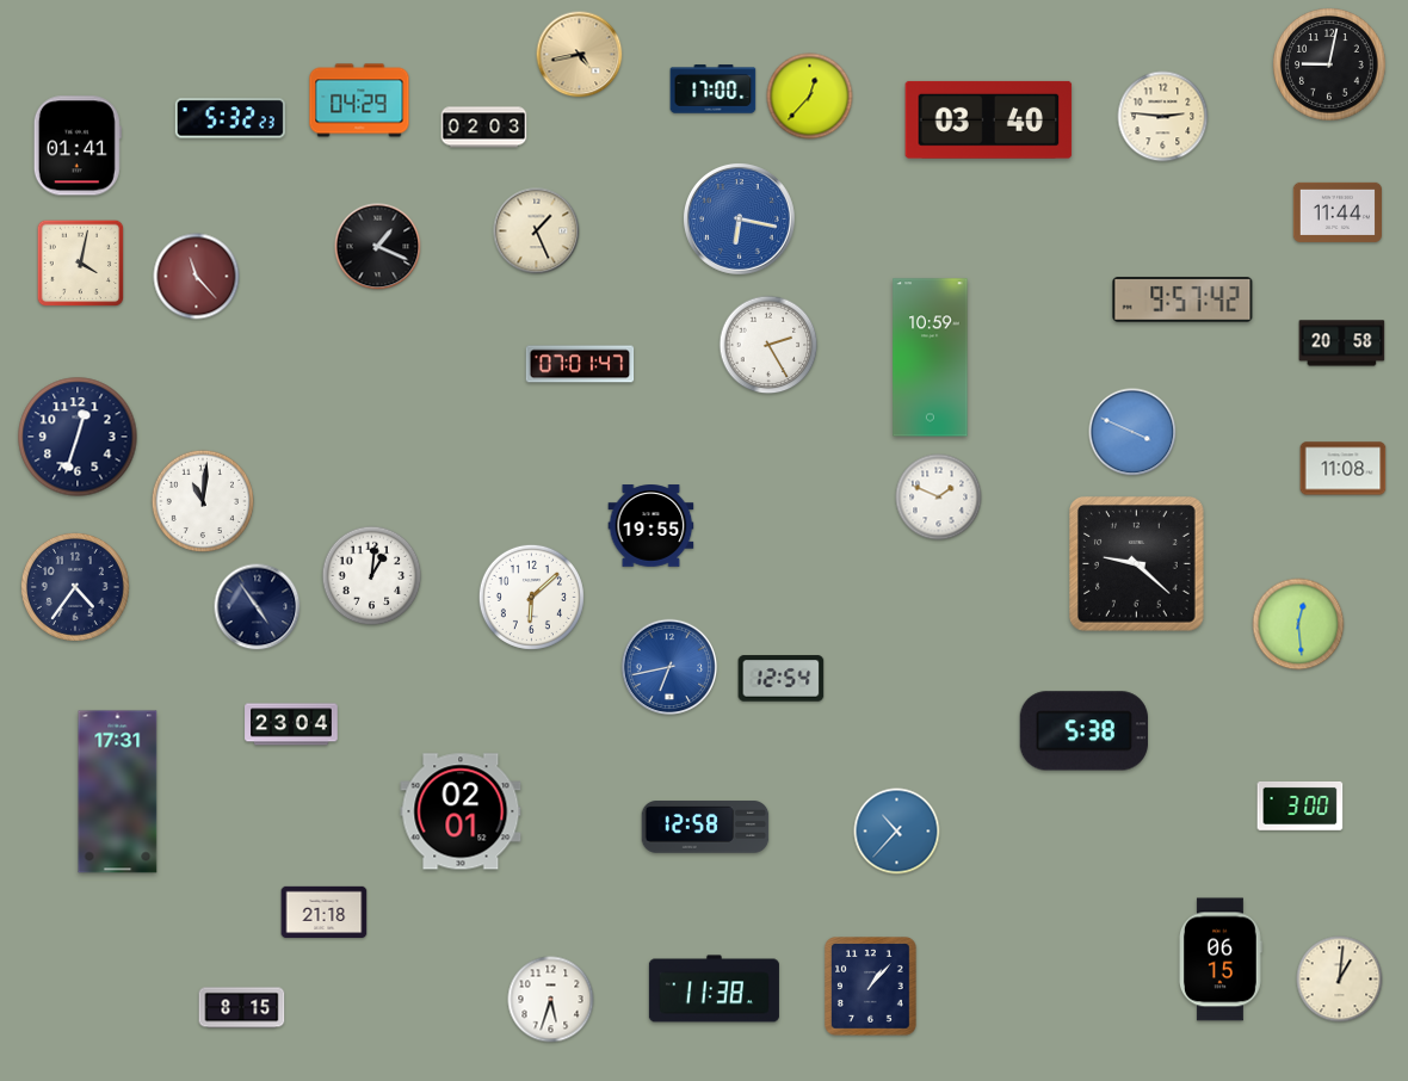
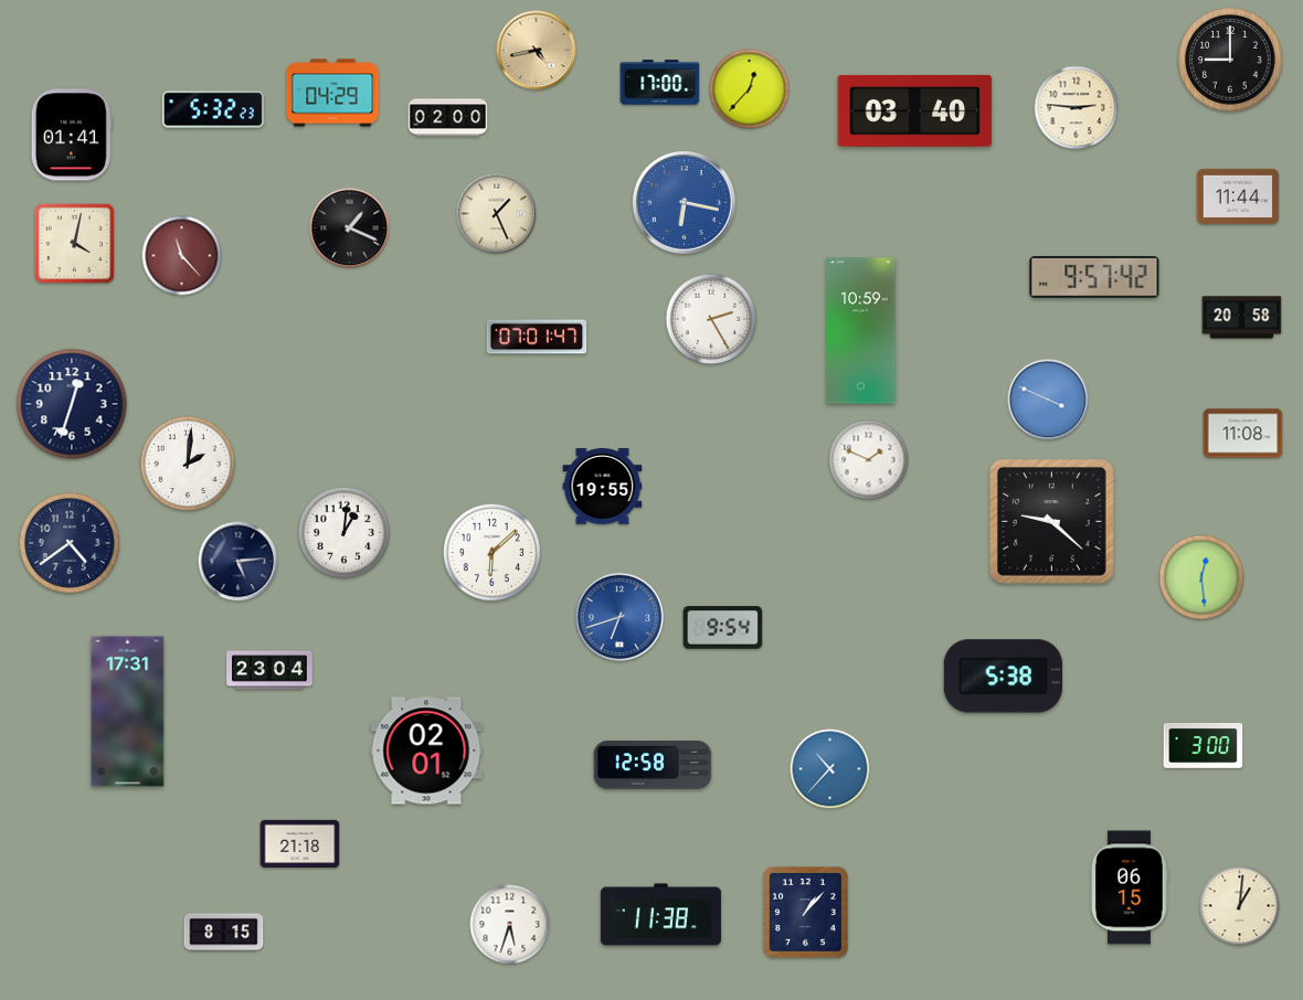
clock at (1329, 64): 9:02 -> 9:00
clock at (484, 128): 02:03 -> 02:00
clock at (202, 500): 11:01 -> 2:01
clock at (75, 587): 4:36 -> 4:39
clock at (258, 607): 4:54 -> 5:14
clock at (669, 667): 6:43 -> 6:42
clock at (782, 679): 12:54 -> 9:54
clock at (118, 792) position: (118, 792) -> (128, 712)
